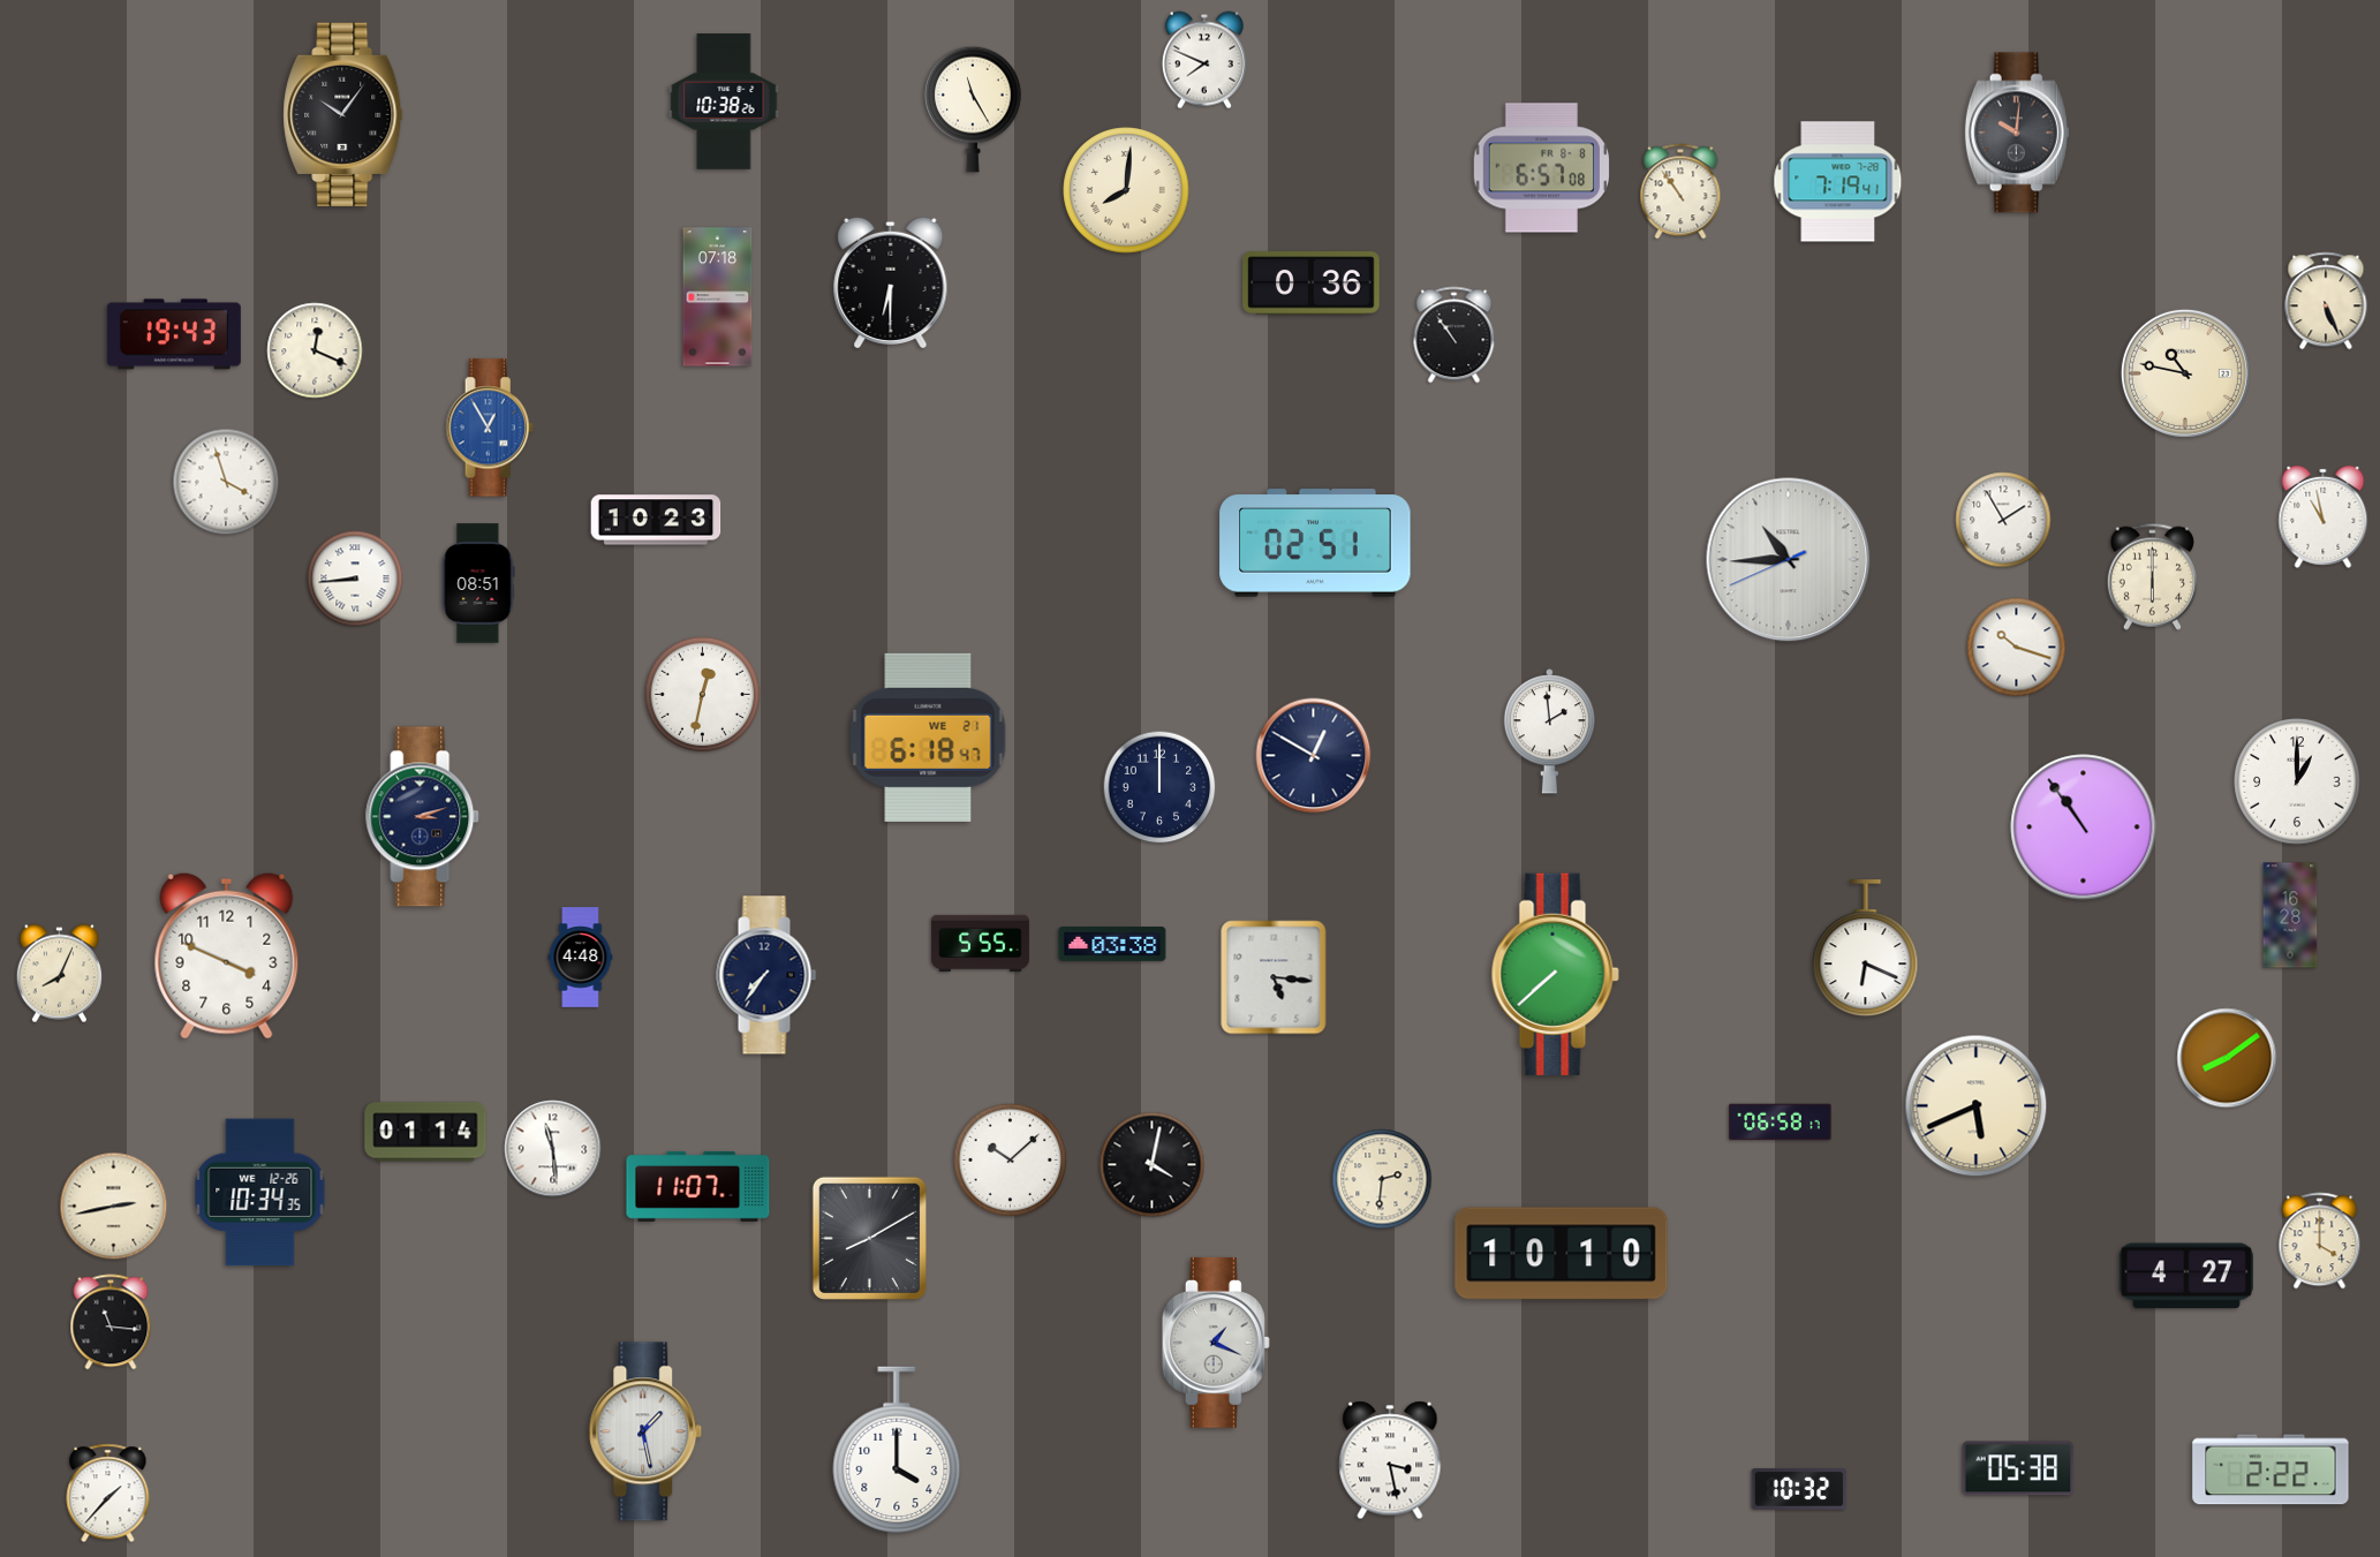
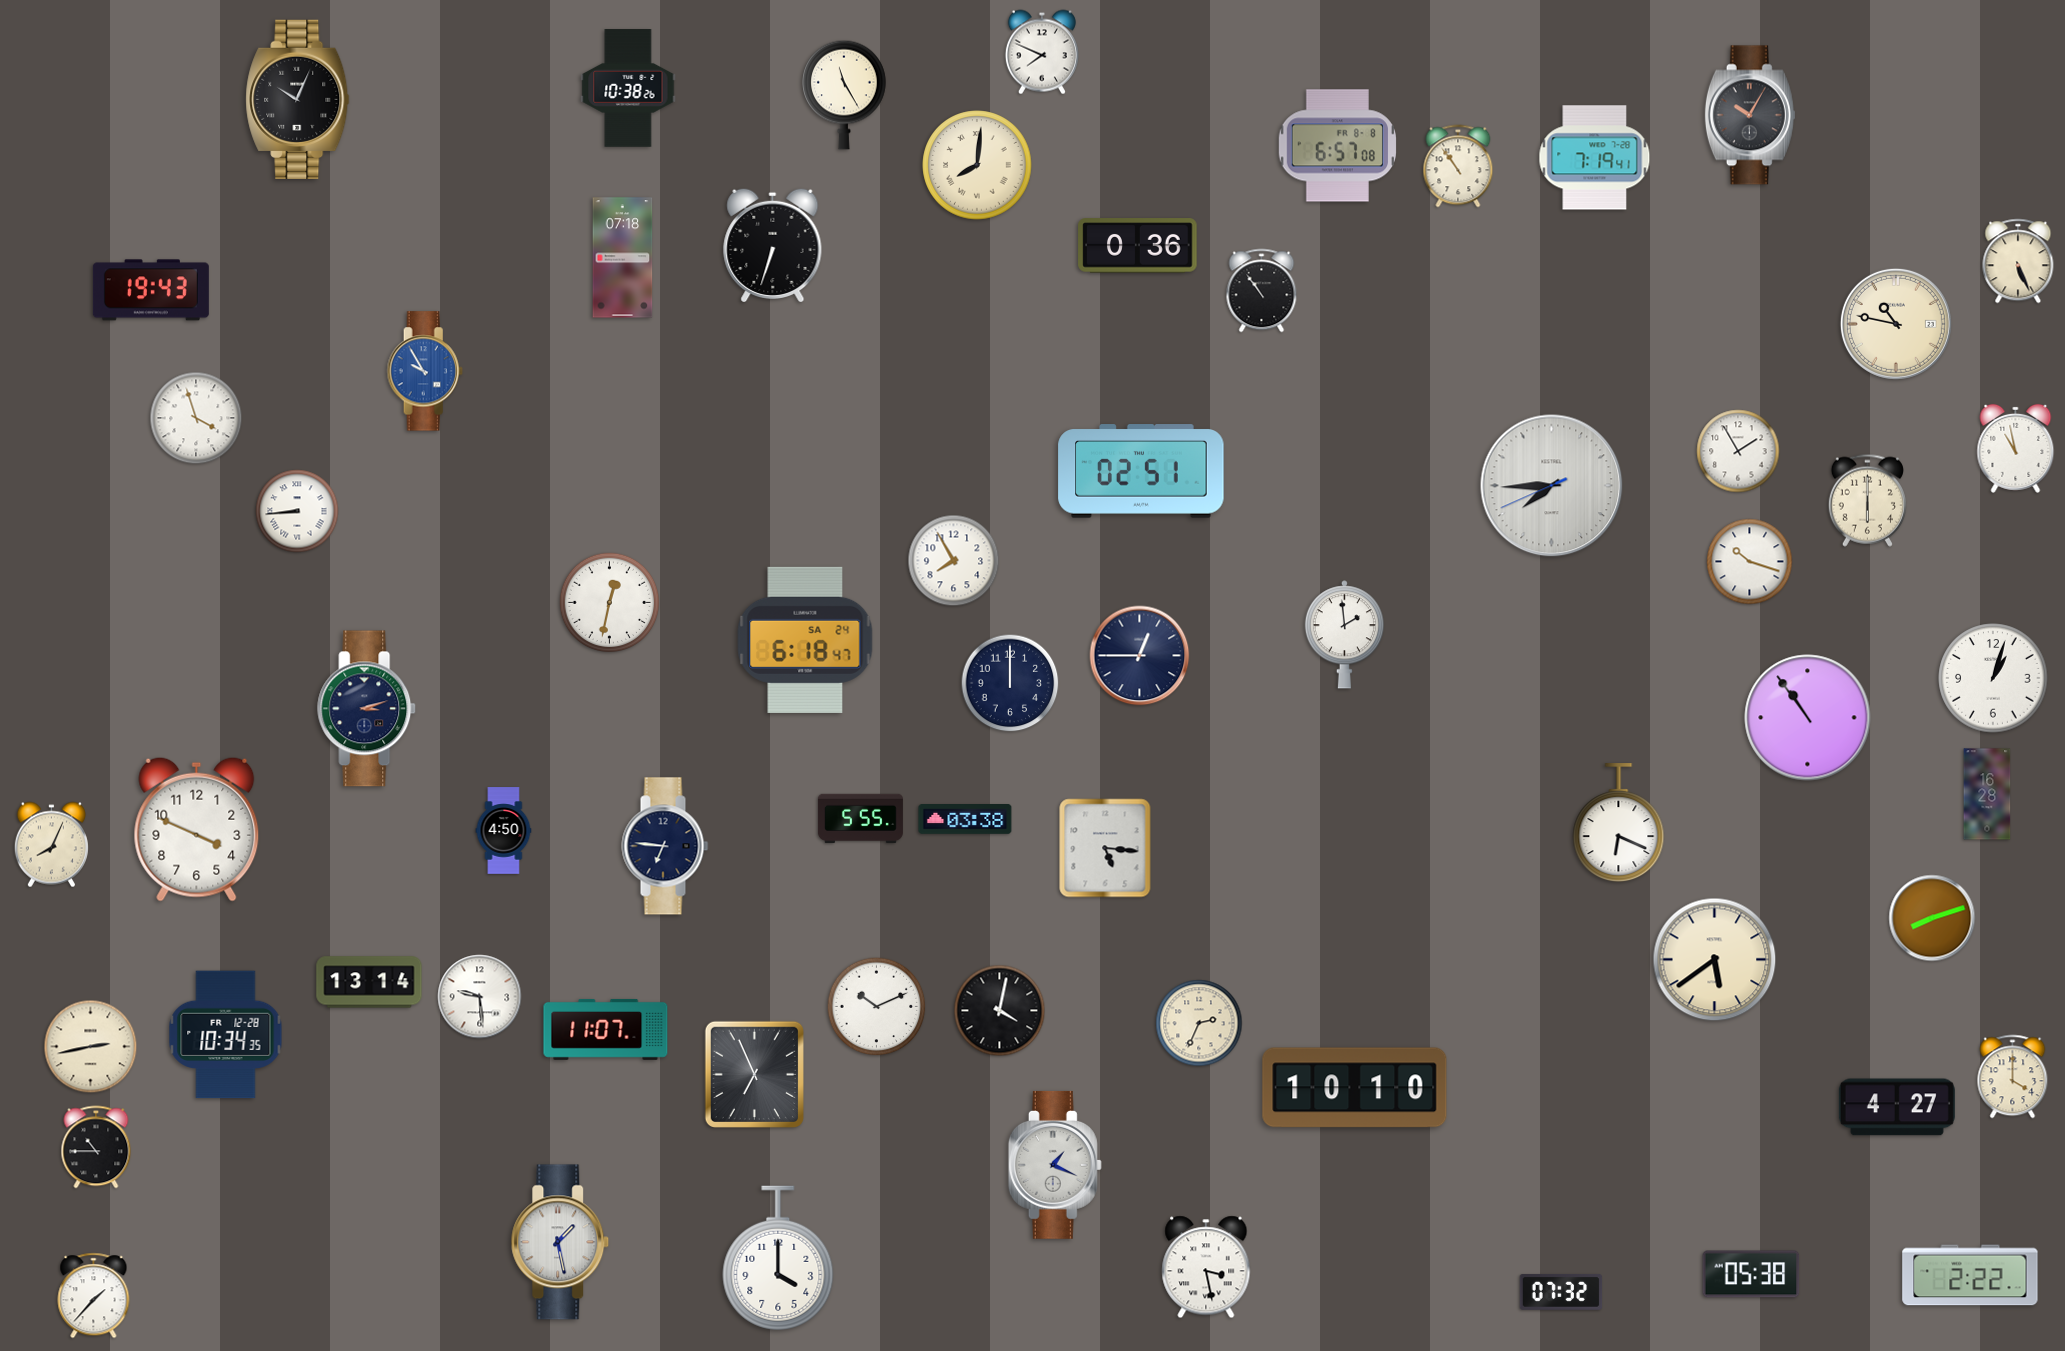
clock at (1204, 60) position: (1204, 60) -> (1042, 52)
clock at (343, 114): 10:06 -> 10:04
clock at (2017, 133): 10:01 -> 10:05
clock at (891, 281): 6:30 -> 6:33
clock at (315, 350): 12:19 -> none
clock at (490, 428): 12:55 -> 9:55
clock at (656, 520): 10:23 -> none
clock at (1789, 560): 10:44 -> 7:44
clock at (355, 579) position: (355, 579) -> (297, 511)
clock at (478, 583): 08:51 -> none
clock at (954, 561): none -> 7:55
clock at (928, 738) date: WE 21 -> SA 24
clock at (1314, 756): 12:50 -> 12:45
clock at (2297, 781): 1:00 -> 1:03
clock at (1159, 787) position: (1159, 787) -> (1010, 683)
clock at (980, 944) position: (980, 944) -> (860, 819)
clock at (581, 958): 4:48 -> 4:50
clock at (1555, 974): 7:38 -> none
clock at (766, 975): 7:36 -> 6:46
clock at (2227, 1058): 8:09 -> 8:12
clock at (1977, 1106): 5:41 -> 5:39
clock at (1781, 1123): 06:58 -> none
clock at (425, 1132): 01:14 -> 13:14
clock at (553, 1149): 11:29 -> 9:29
clock at (1011, 1161): 10:08 -> 10:11
clock at (1382, 1179): 2:31 -> 2:34
clock at (260, 1193) date: WE 12-26 -> FR 12-28
clock at (114, 1207) position: (114, 1207) -> (91, 1047)
clock at (869, 1238): 8:10 -> 6:56
clock at (111, 1322): 11:16 -> 10:45
clock at (1799, 1489): 10:32 -> 07:32
